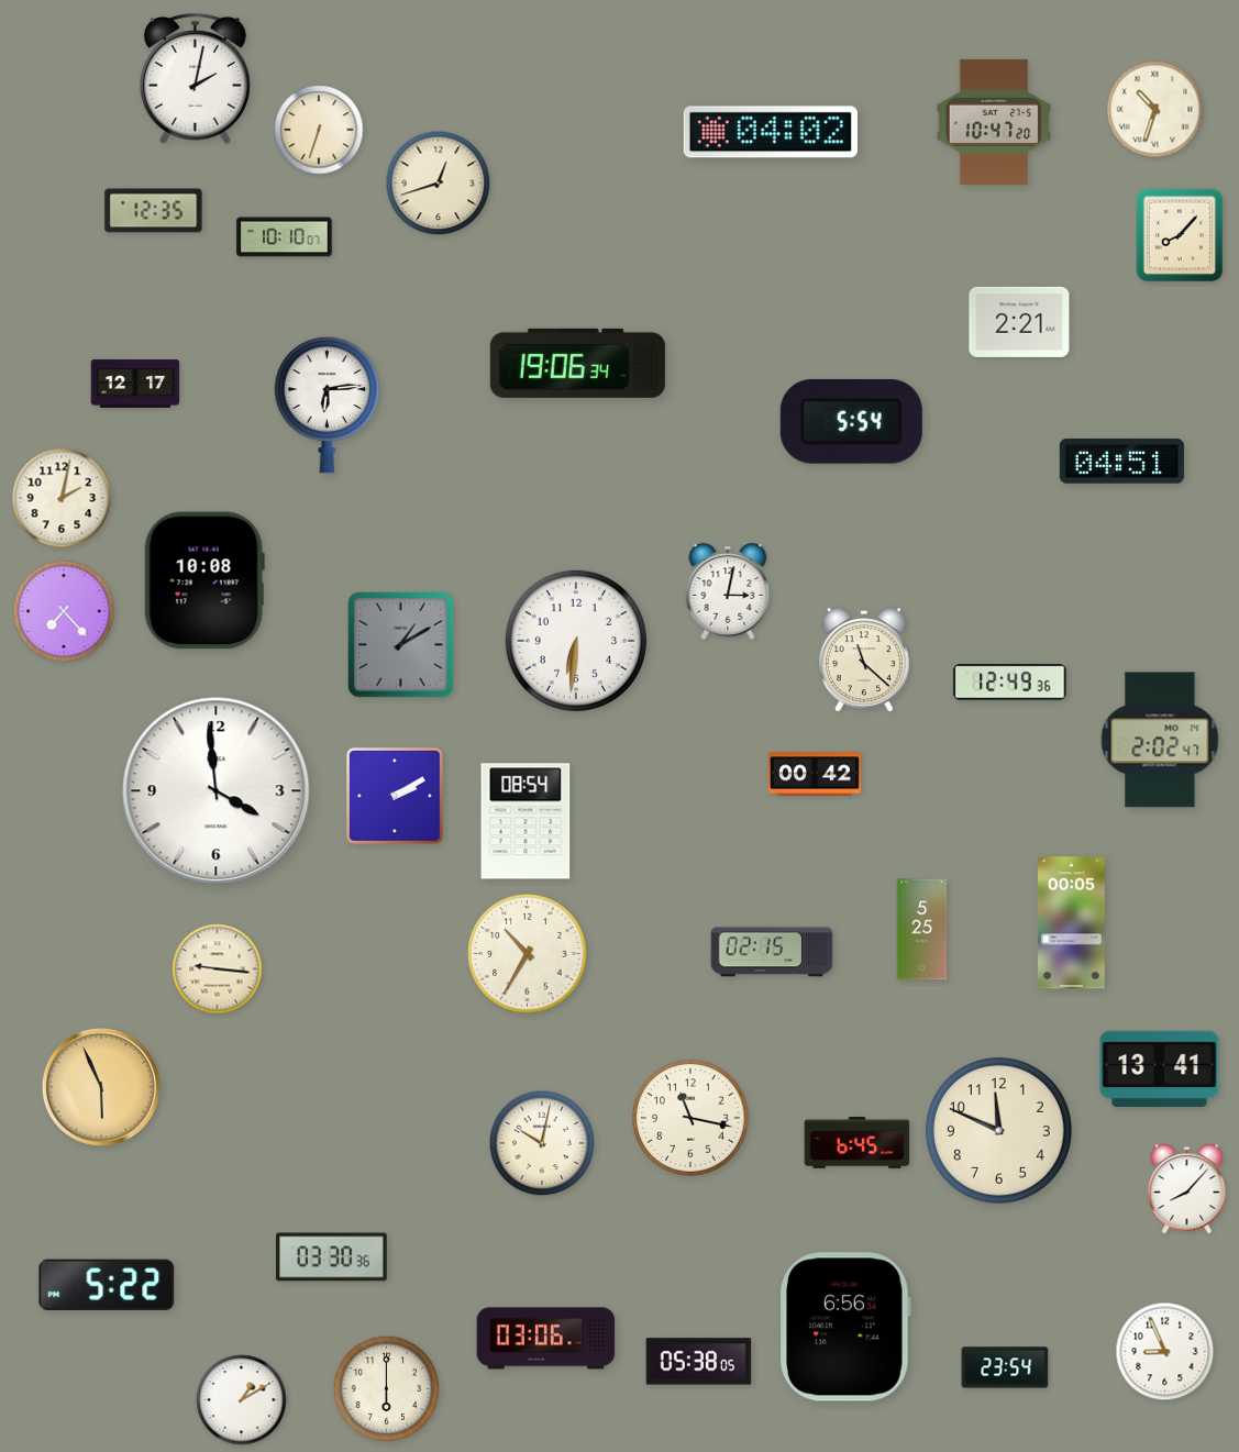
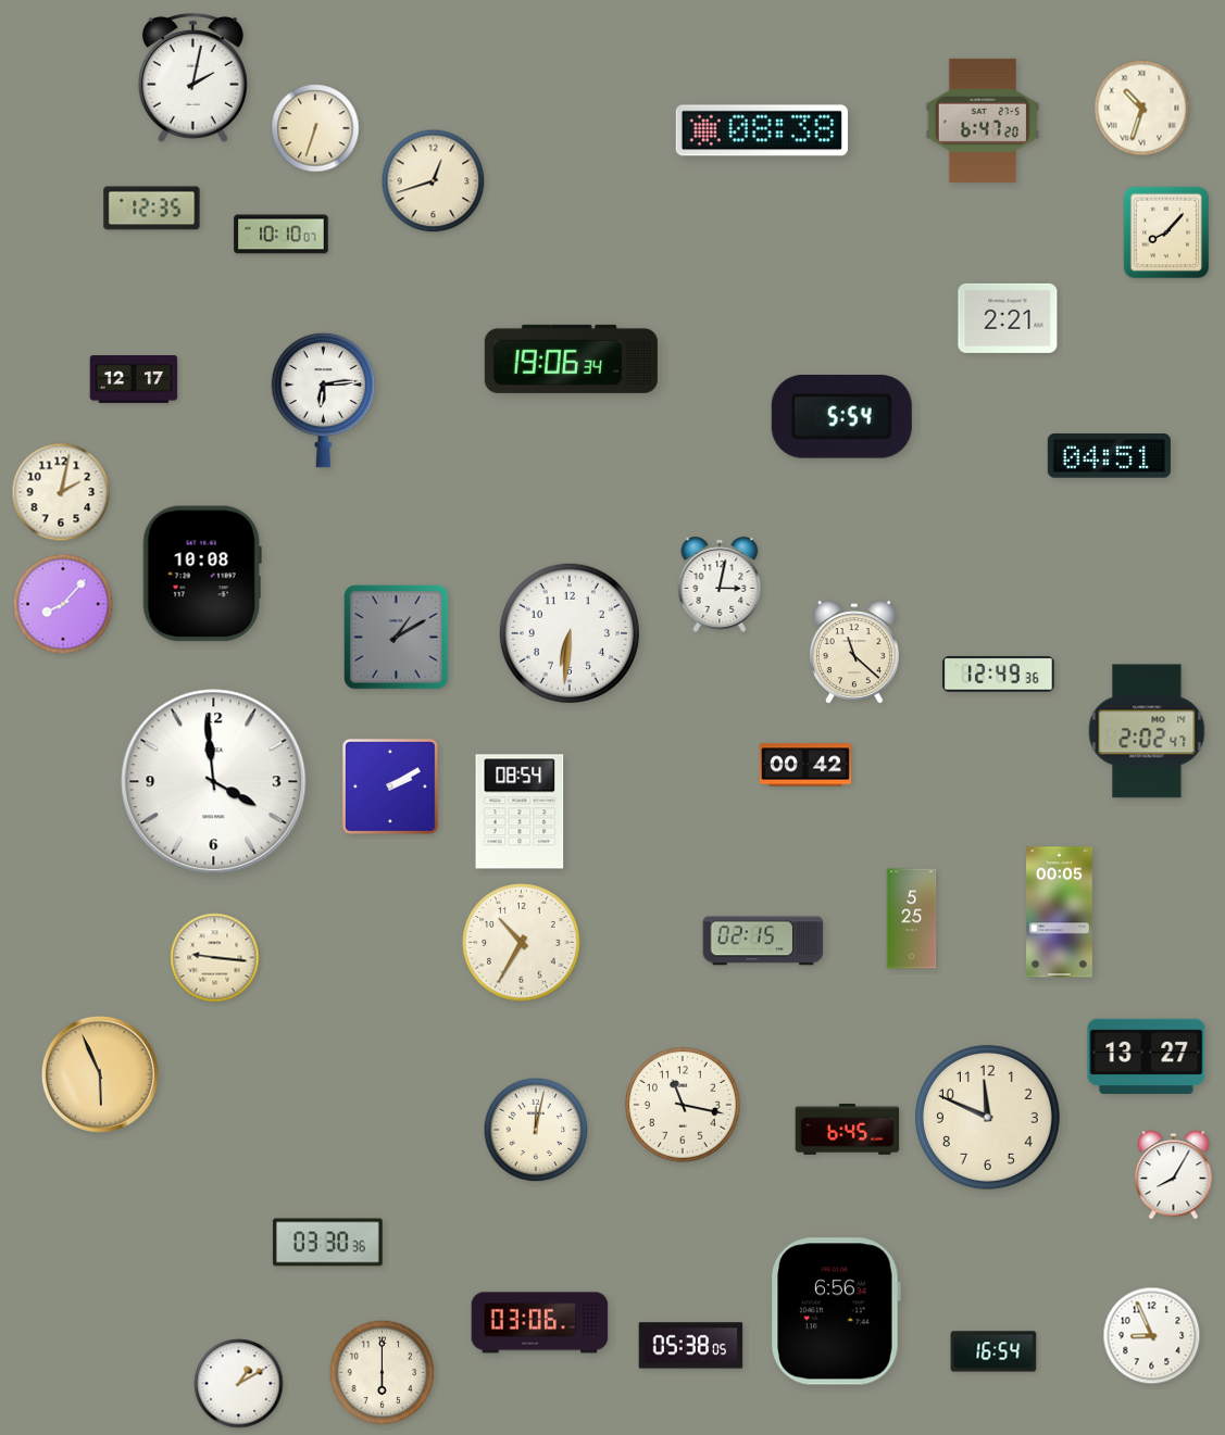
clock at (994, 122): 10:47 -> 6:47
clock at (771, 132): 04:02 -> 08:38
clock at (64, 611): 7:23 -> 8:07
clock at (1160, 1068): 13:41 -> 13:27
clock at (542, 1143): 10:02 -> 12:02
clock at (1187, 1189): 8:07 -> 8:05
clock at (107, 1285): 5:22 -> none
clock at (1005, 1367): 23:54 -> 16:54
